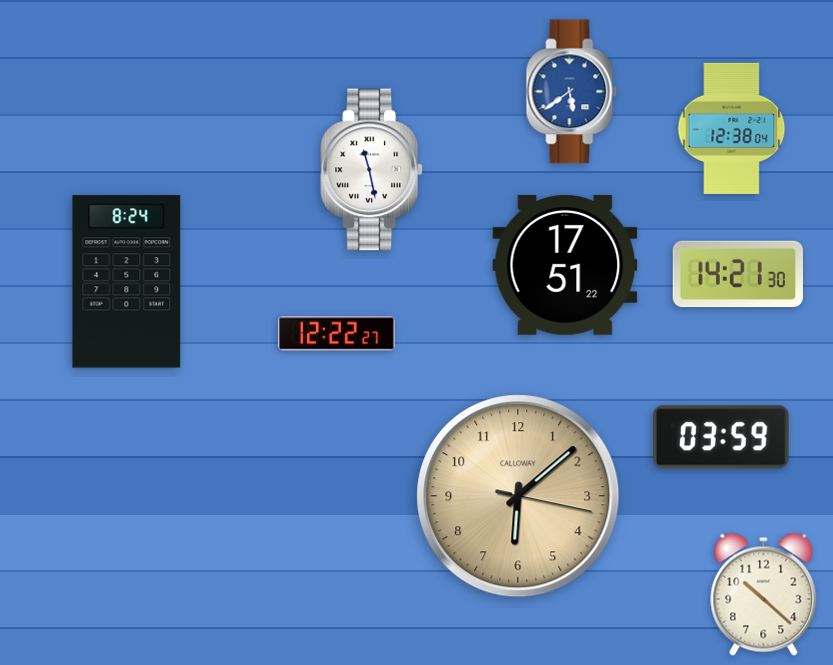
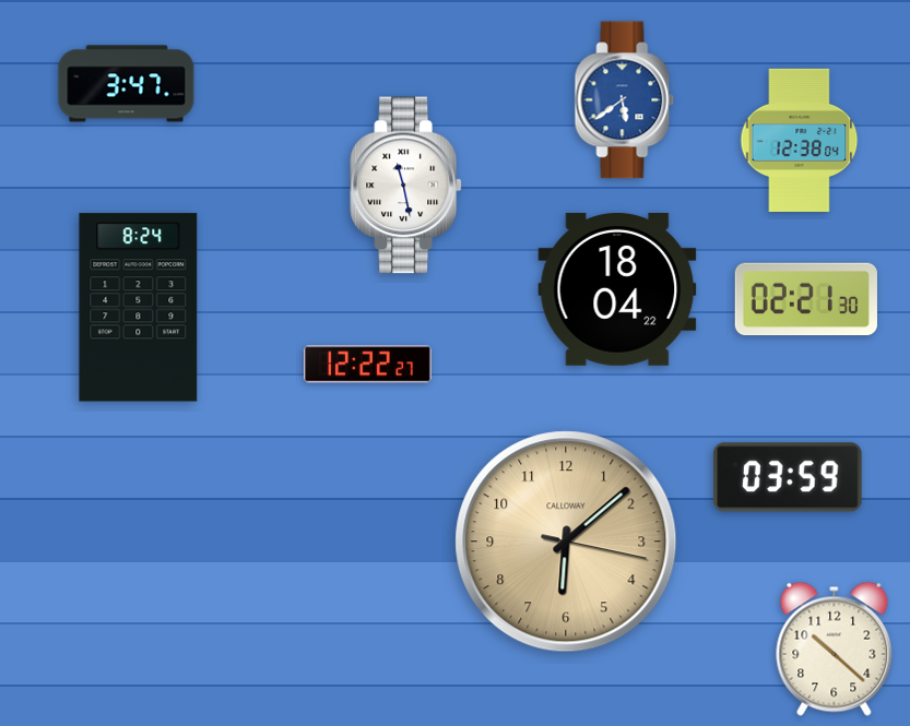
clock at (127, 84): none -> 3:47
clock at (565, 265): 17:51 -> 18:04
clock at (738, 274): 14:21 -> 02:21
